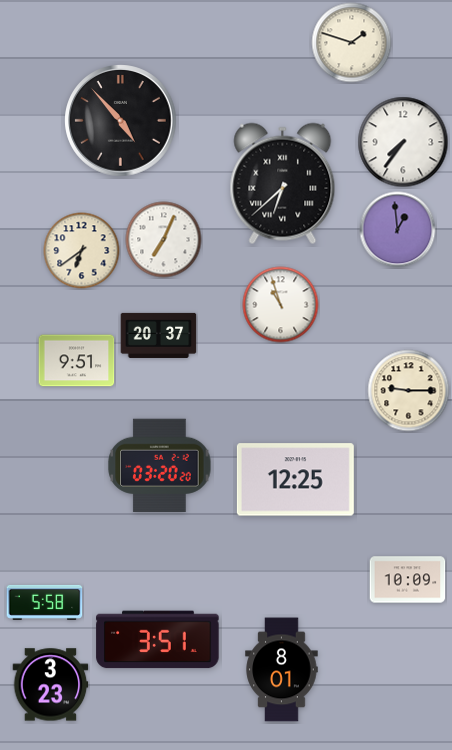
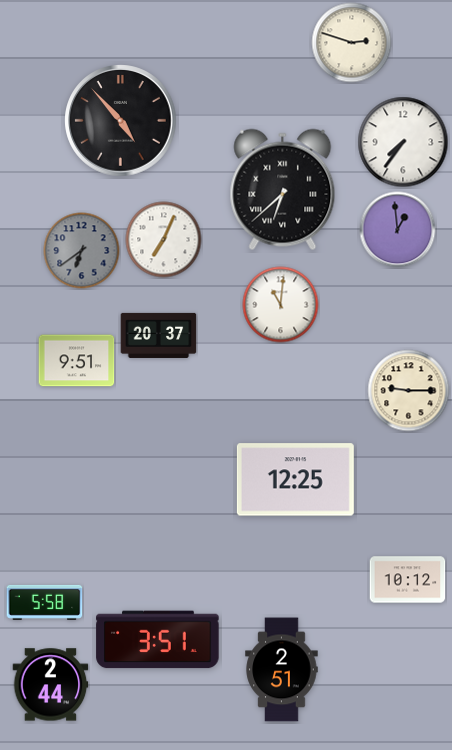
clock at (352, 43): 1:48 -> 2:48
clock at (283, 184) position: (283, 184) -> (283, 190)
clock at (82, 251) dial: cream -> grey
clock at (281, 305): 10:57 -> 11:01
clock at (160, 466): 03:20 -> none
clock at (408, 580): 10:09 -> 10:12
clock at (282, 670): 8:01 -> 2:51
clock at (51, 685): 3:23 -> 2:44
